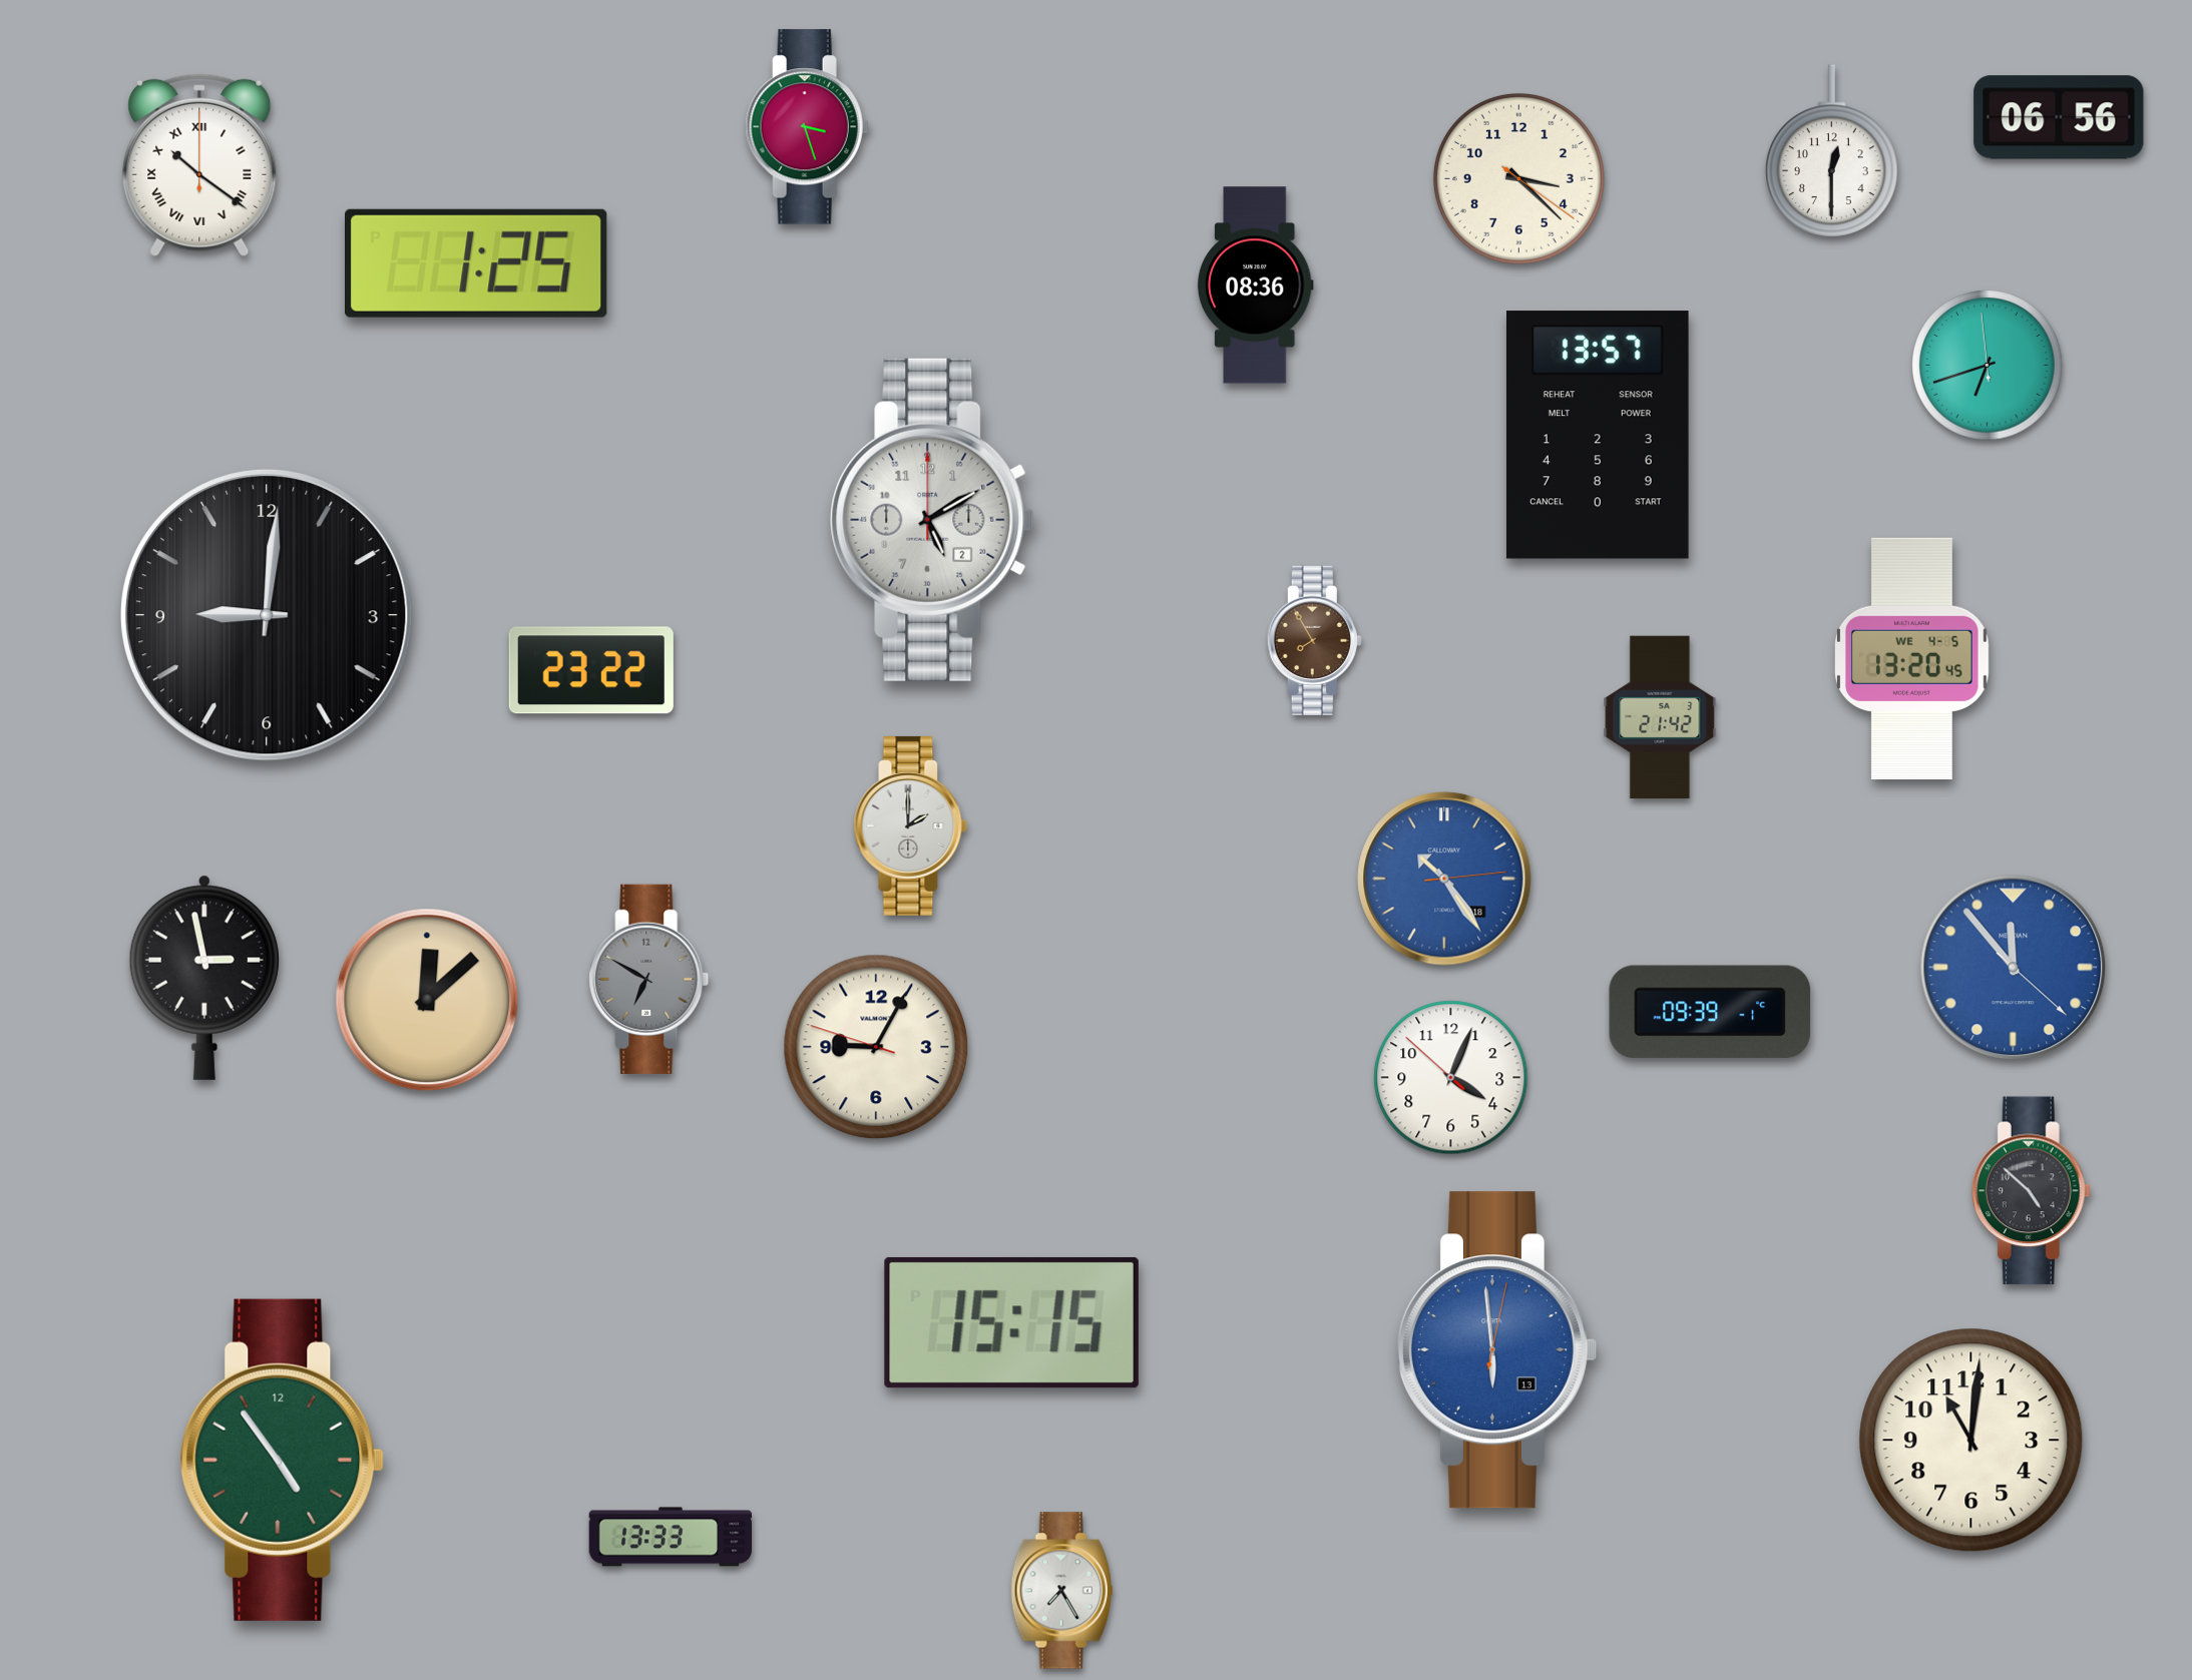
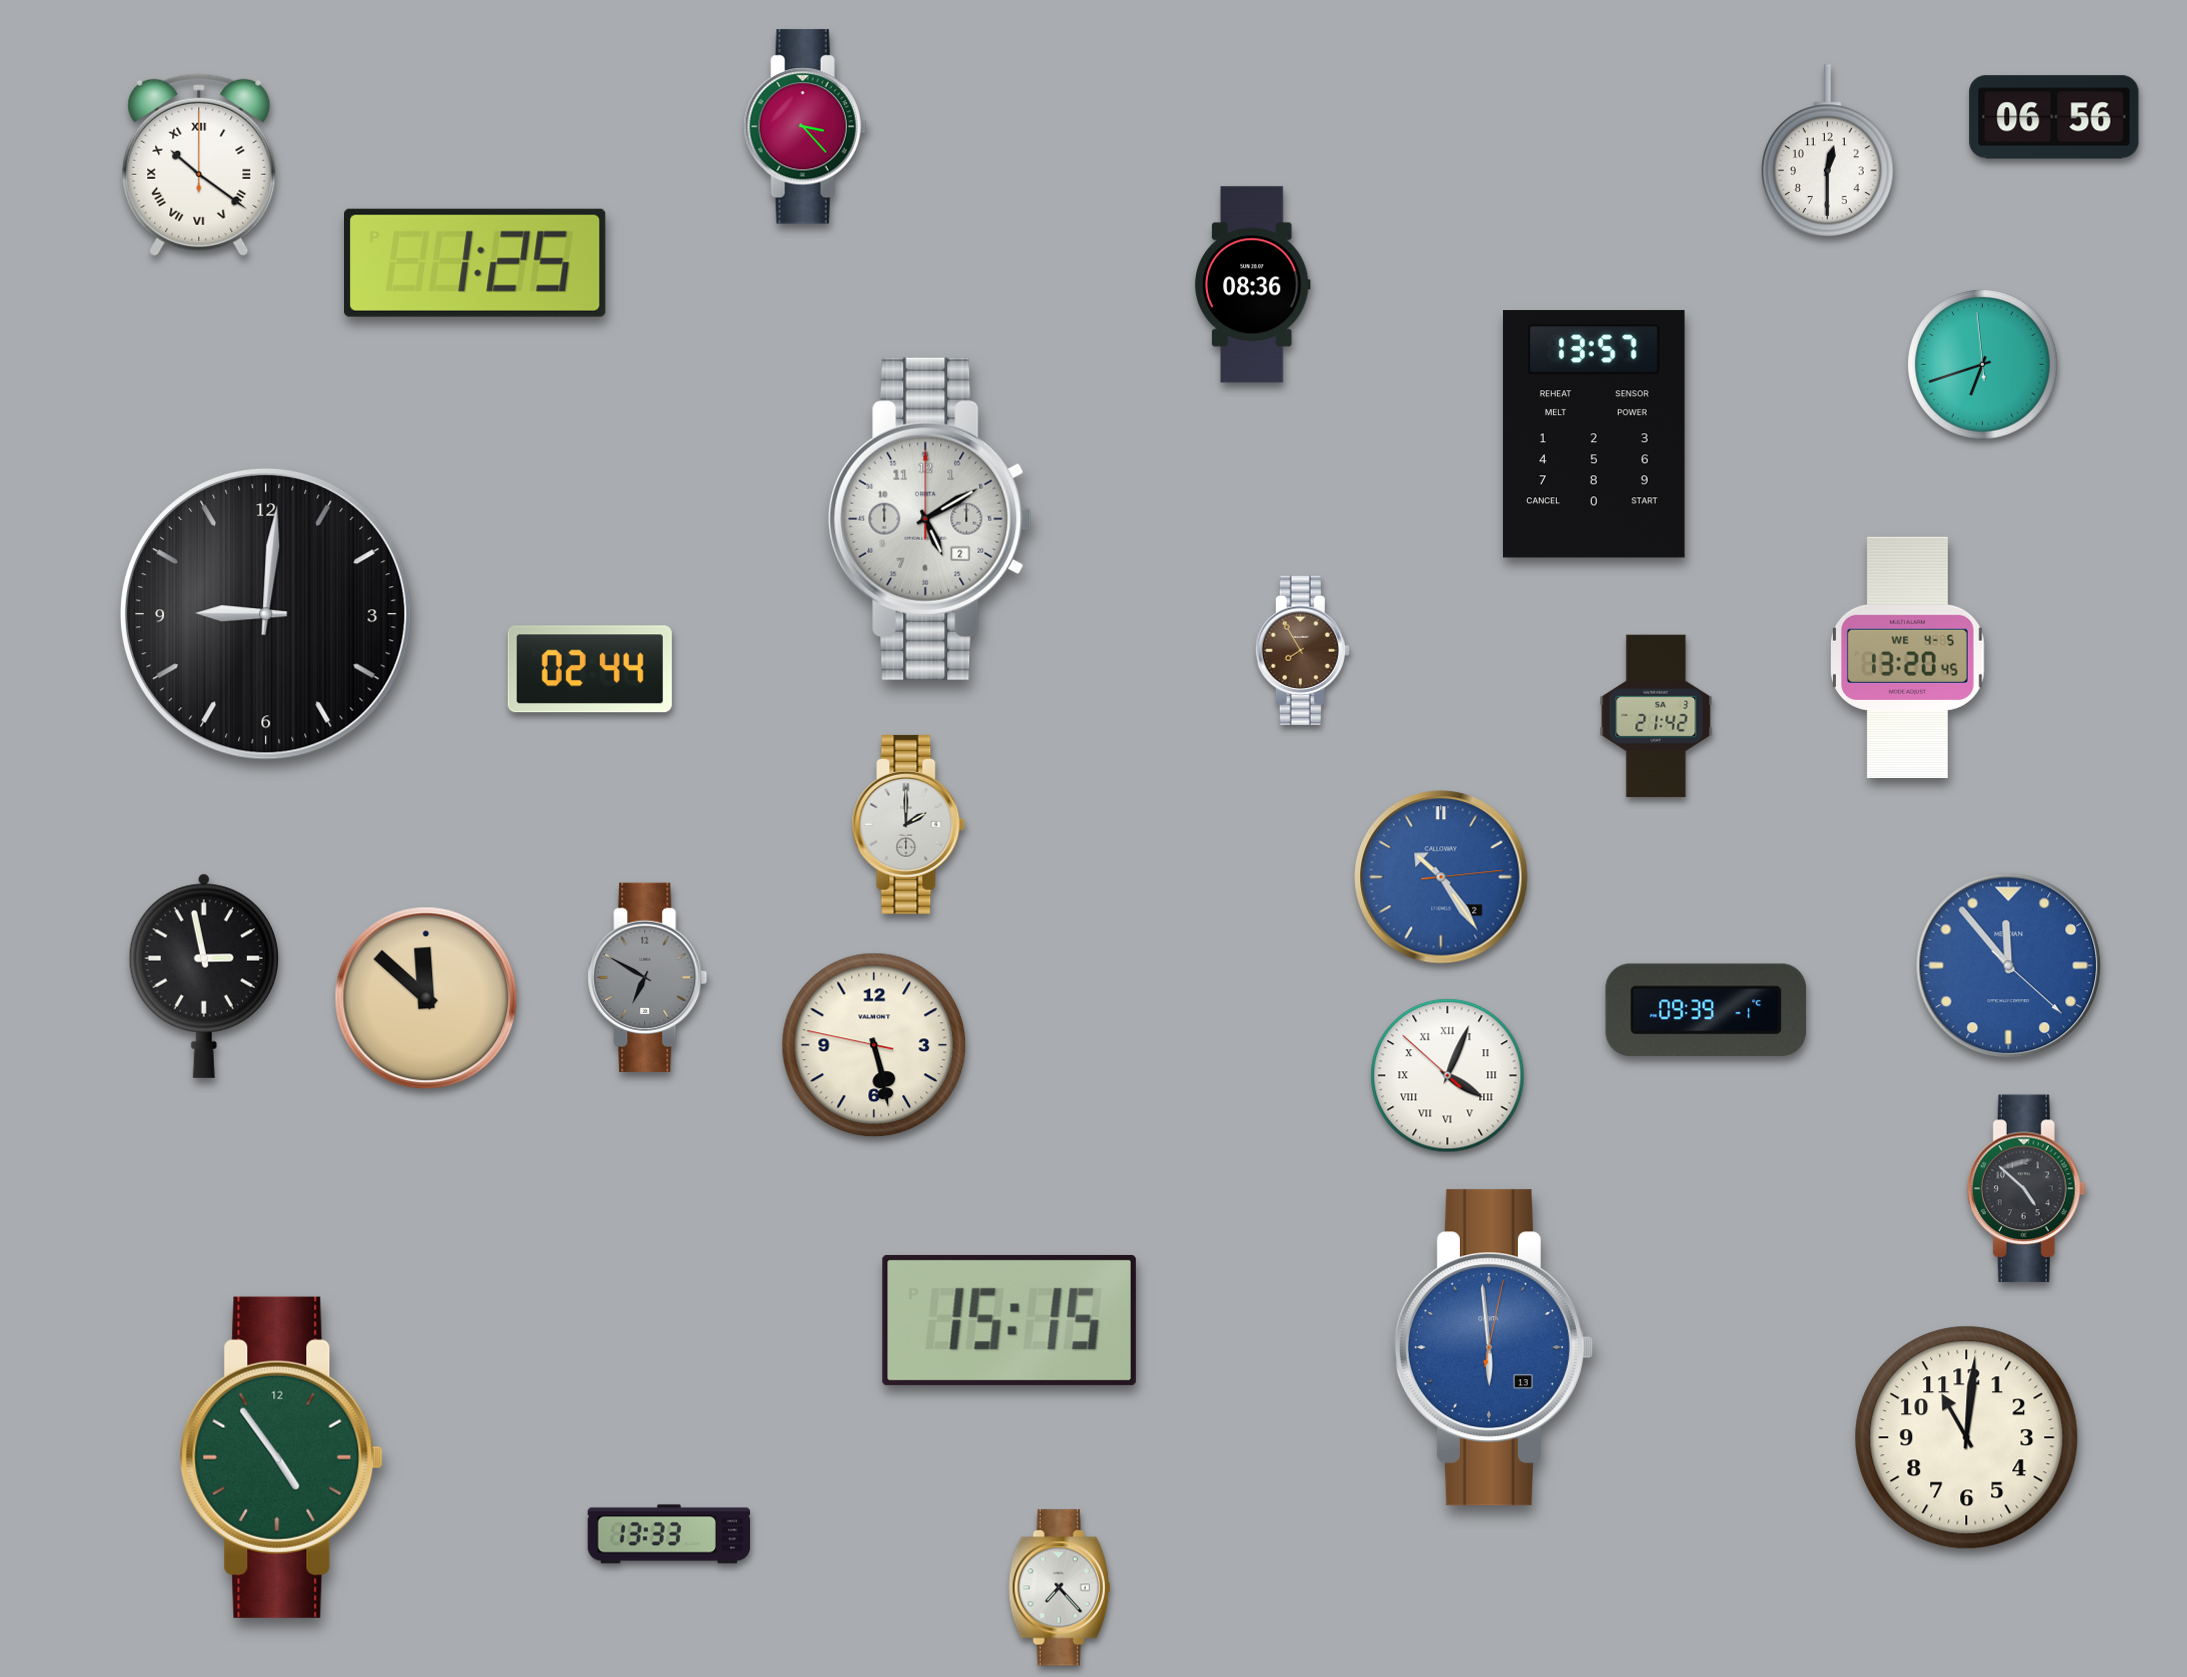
clock at (807, 127): 3:27 -> 3:23
clock at (1518, 178): 3:22 -> none
clock at (1314, 641) position: (1314, 641) -> (1302, 651)
clock at (591, 670): 23:22 -> 02:44
clock at (1444, 879) date: 18 -> 2
clock at (427, 1000): 12:08 -> 11:52
clock at (876, 1047): 9:04 -> 5:27
clock at (1451, 1078) numerals: Arabic -> Roman
clock at (1062, 1591): 7:25 -> 7:23
